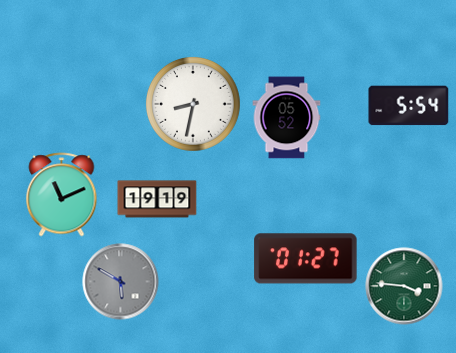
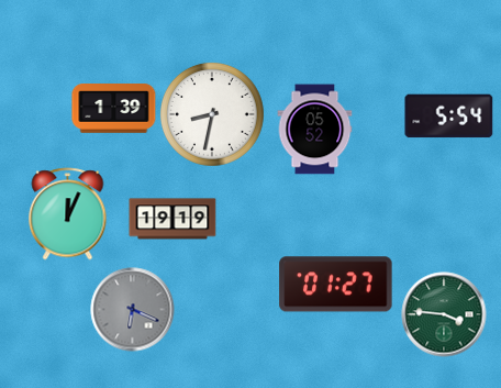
clock at (114, 109): none -> 1:39
clock at (62, 195): 11:11 -> 12:04
clock at (121, 282): 5:50 -> 6:19
